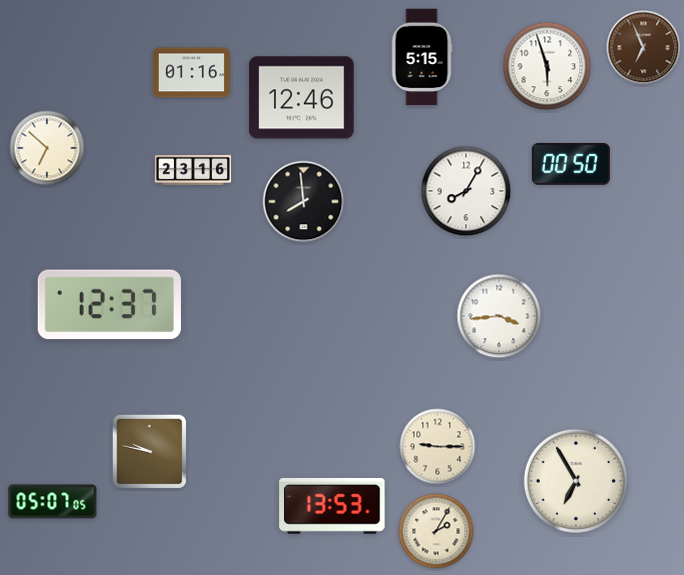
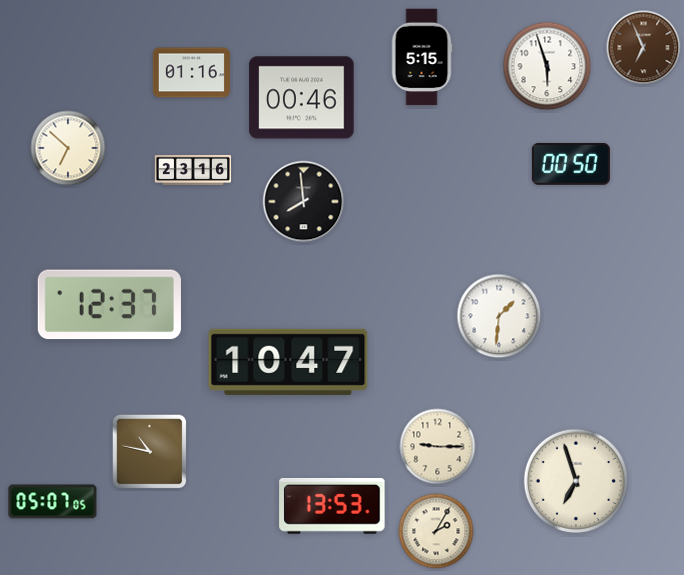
clock at (302, 98): 12:46 -> 00:46
clock at (47, 148) position: (47, 148) -> (68, 148)
clock at (466, 191): 8:05 -> none
clock at (499, 316): 3:44 -> 1:31
clock at (288, 362): none -> 10:47
clock at (150, 452): 9:47 -> 10:47
clock at (576, 481): 6:55 -> 6:57
